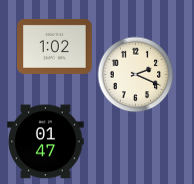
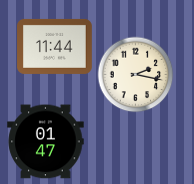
clock at (55, 46): 1:02 -> 11:44
clock at (136, 75): 2:19 -> 2:17
